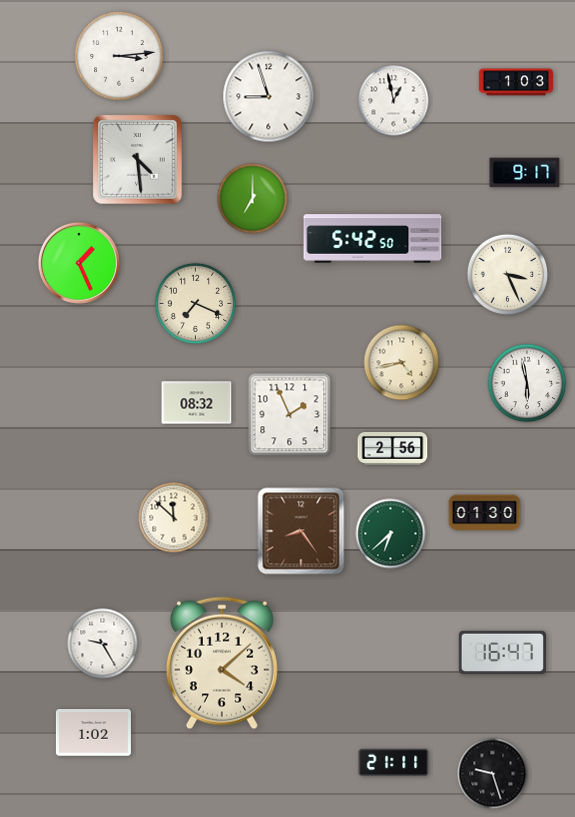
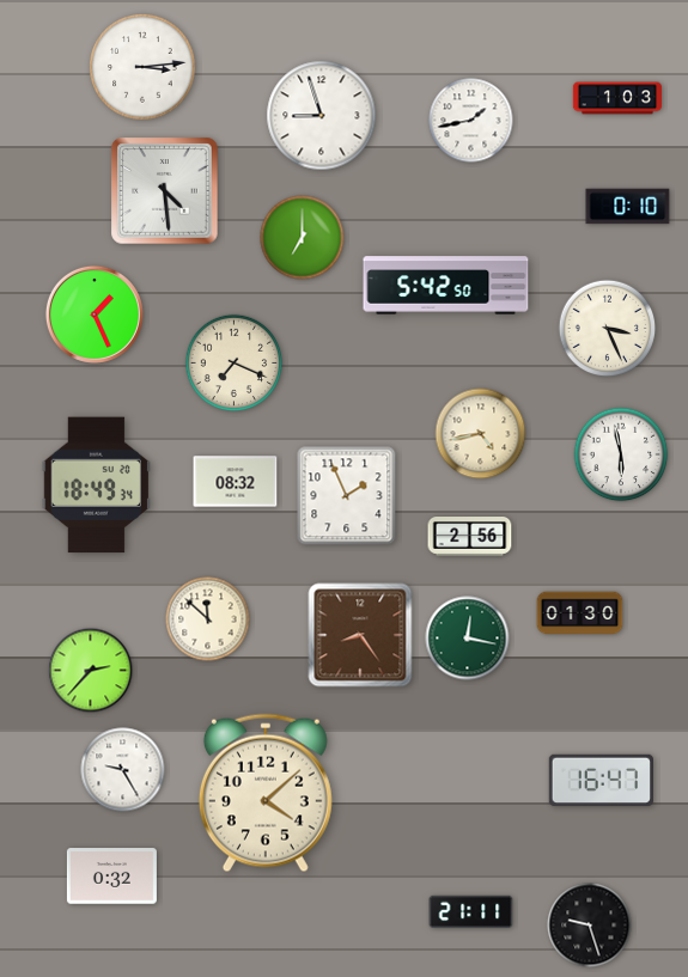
clock at (394, 101): 12:58 -> 1:43
clock at (525, 173): 9:17 -> 0:10
clock at (527, 383) position: (527, 383) -> (621, 454)
clock at (96, 486): none -> 18:49
clock at (391, 534): 6:38 -> 12:17
clock at (91, 671): none -> 2:37
clock at (93, 733): 1:02 -> 0:32
